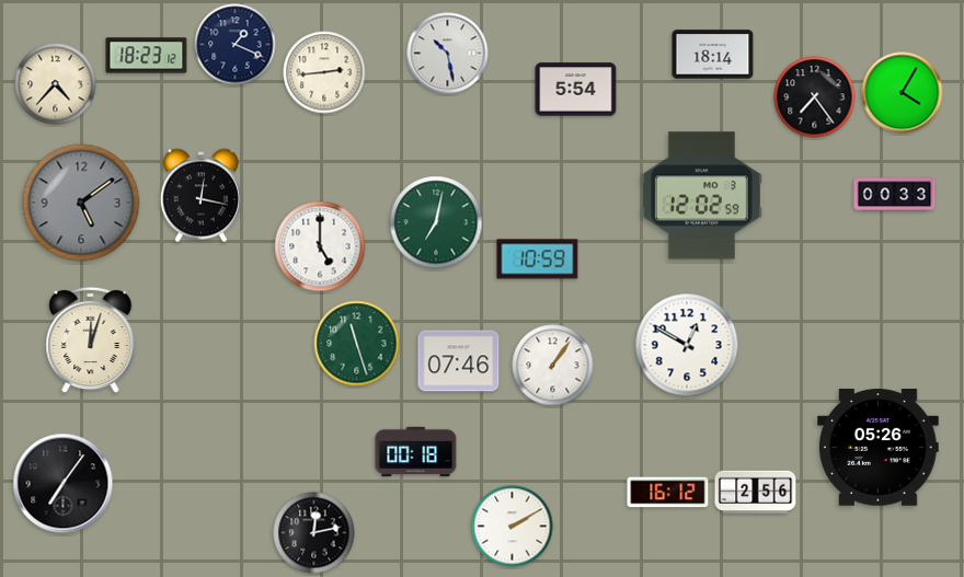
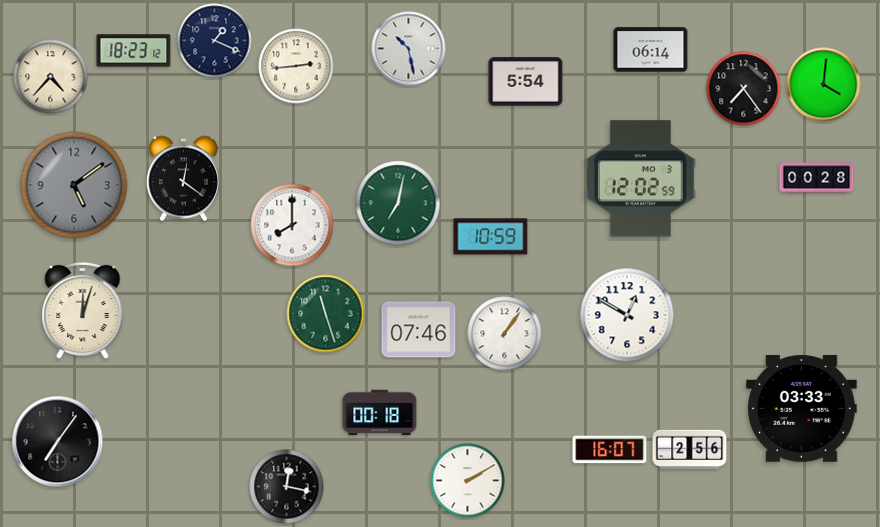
clock at (713, 55): 18:14 -> 06:14
clock at (903, 93): 4:05 -> 4:01
clock at (895, 195): 00:33 -> 00:28
clock at (200, 196): 12:17 -> 12:21
clock at (320, 246): 5:00 -> 8:00
clock at (879, 448): 05:26 -> 03:33
clock at (668, 493): 16:12 -> 16:07
clock at (314, 533): 12:13 -> 12:17
